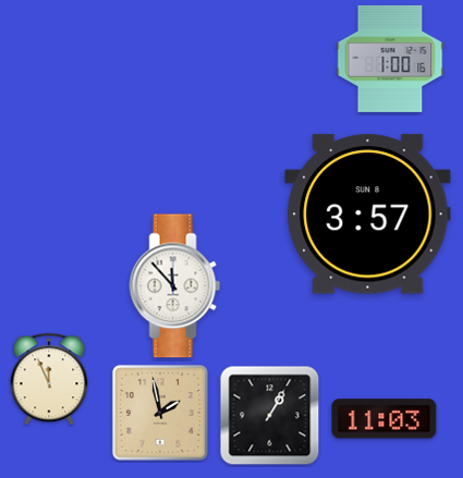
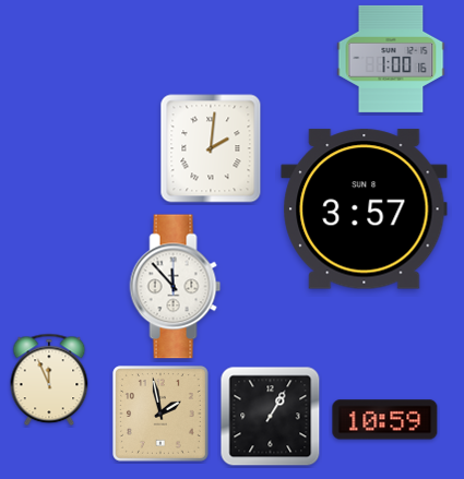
clock at (211, 148): none -> 2:01
clock at (368, 215) position: (368, 215) -> (365, 209)
clock at (385, 419): 11:03 -> 10:59
